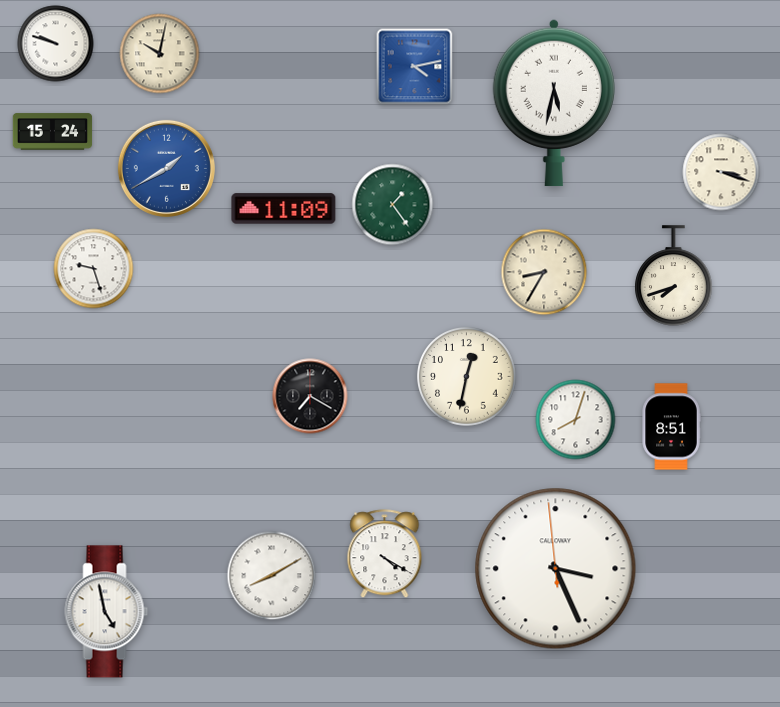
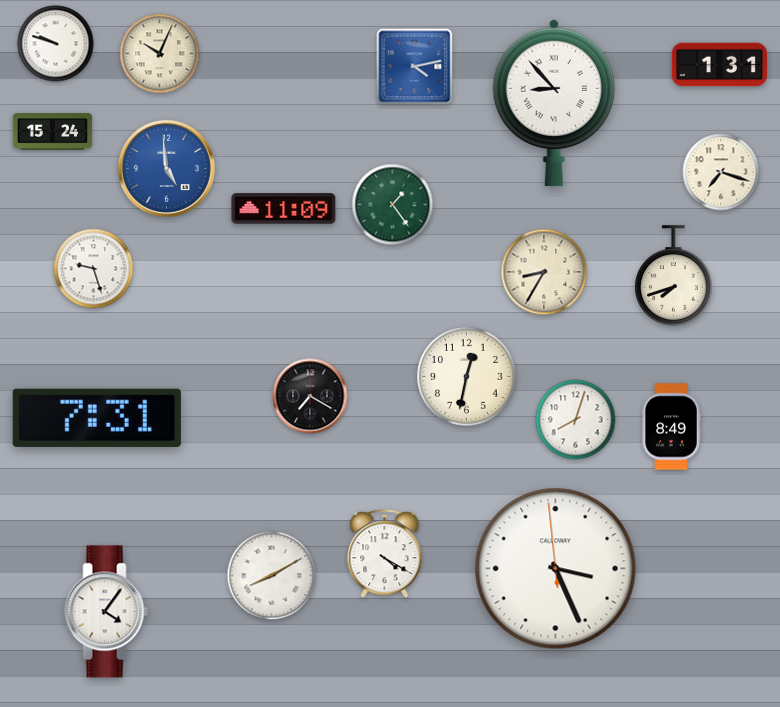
clock at (160, 54): 10:02 -> 10:04
clock at (719, 65): none -> 1:31
clock at (554, 103): 5:32 -> 8:53
clock at (166, 168): 1:40 -> 4:59
clock at (721, 172): 3:18 -> 7:18
clock at (97, 418): none -> 7:31
clock at (671, 427): 8:51 -> 8:49
clock at (107, 612): 4:58 -> 4:06
